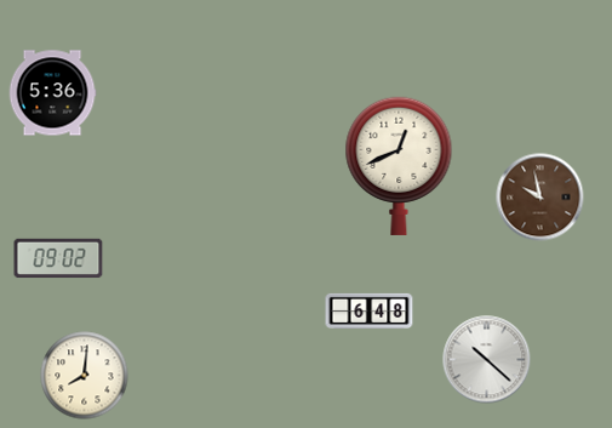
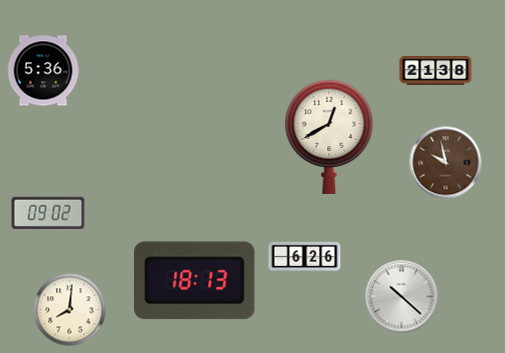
clock at (436, 71): none -> 21:38
clock at (52, 93) position: (52, 93) -> (43, 71)
clock at (399, 166): 12:41 -> 12:40
clock at (370, 310): 6:48 -> 6:26
clock at (195, 281): none -> 18:13
